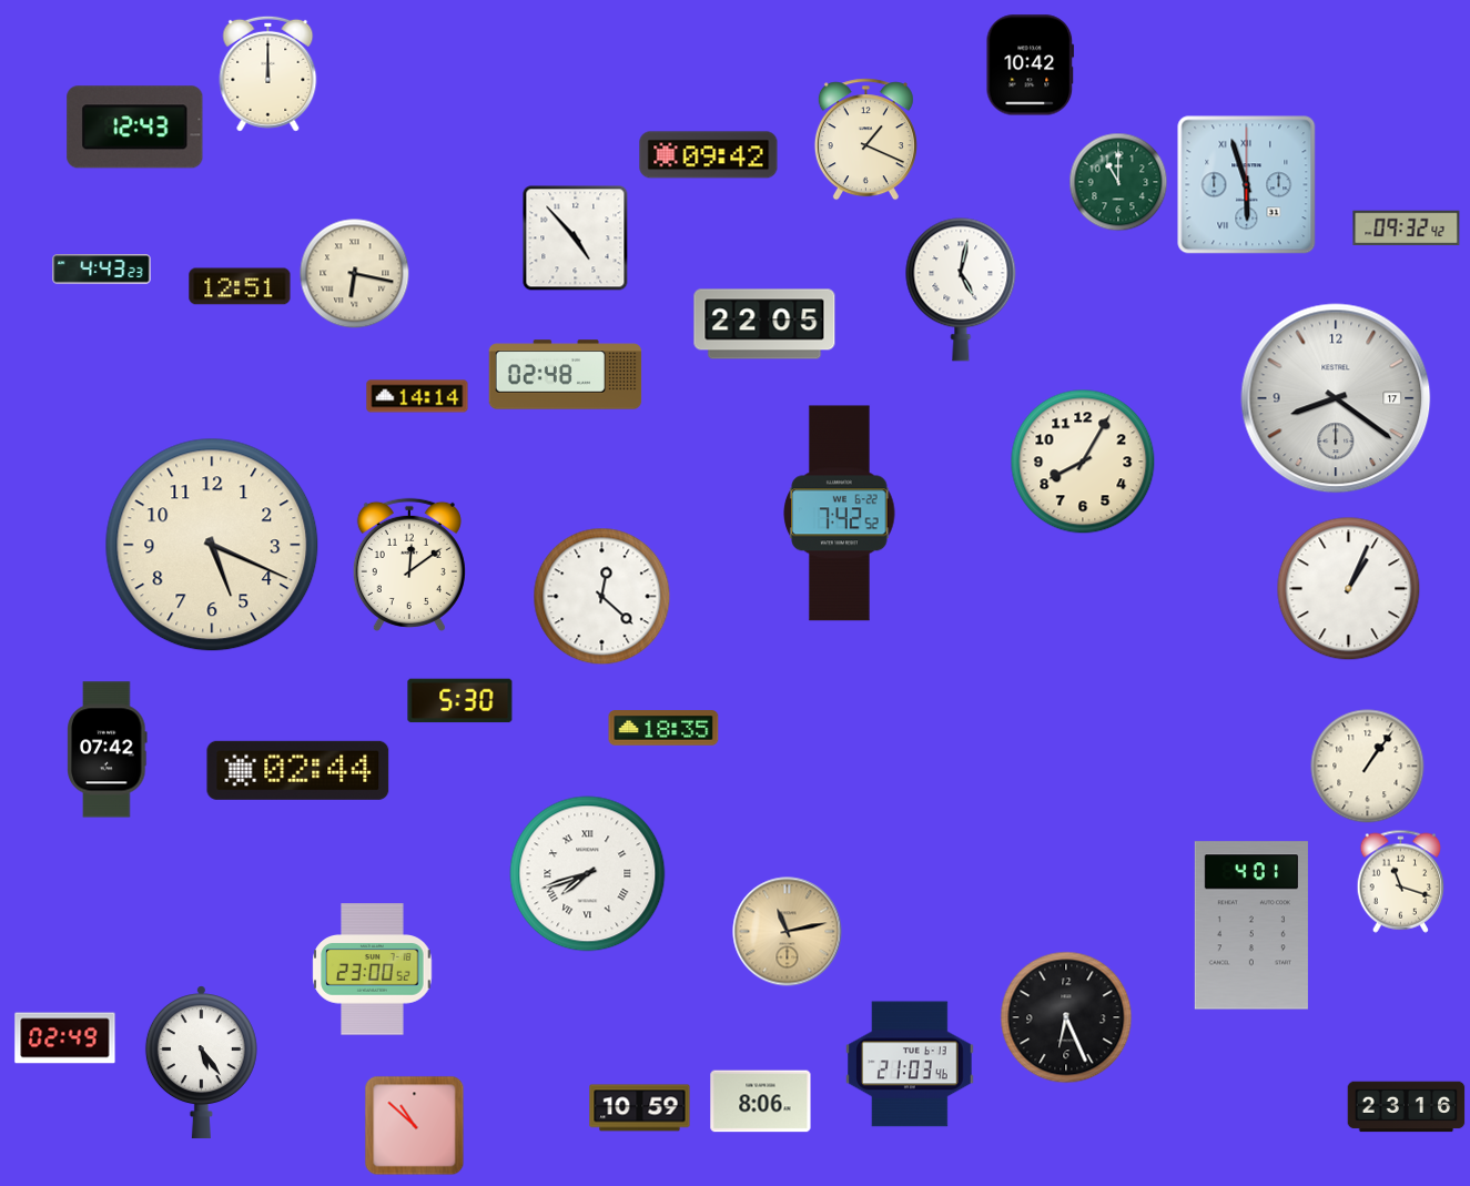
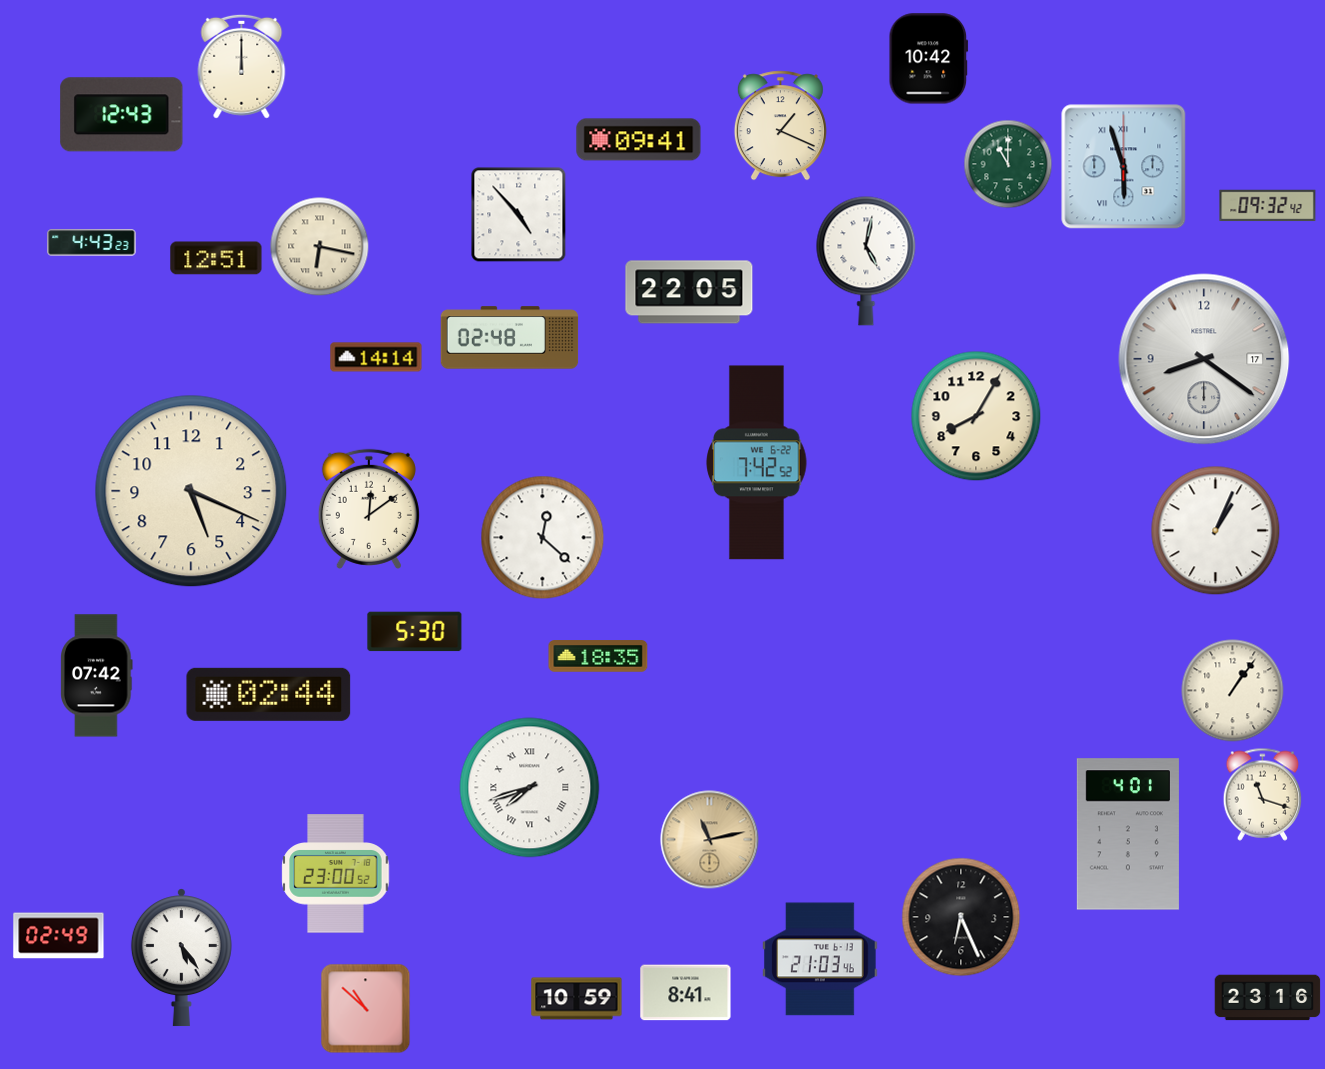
clock at (709, 155): 09:42 -> 09:41
clock at (761, 1102): 8:06 -> 8:41
clock at (415, 1126) position: (415, 1126) -> (366, 1009)
